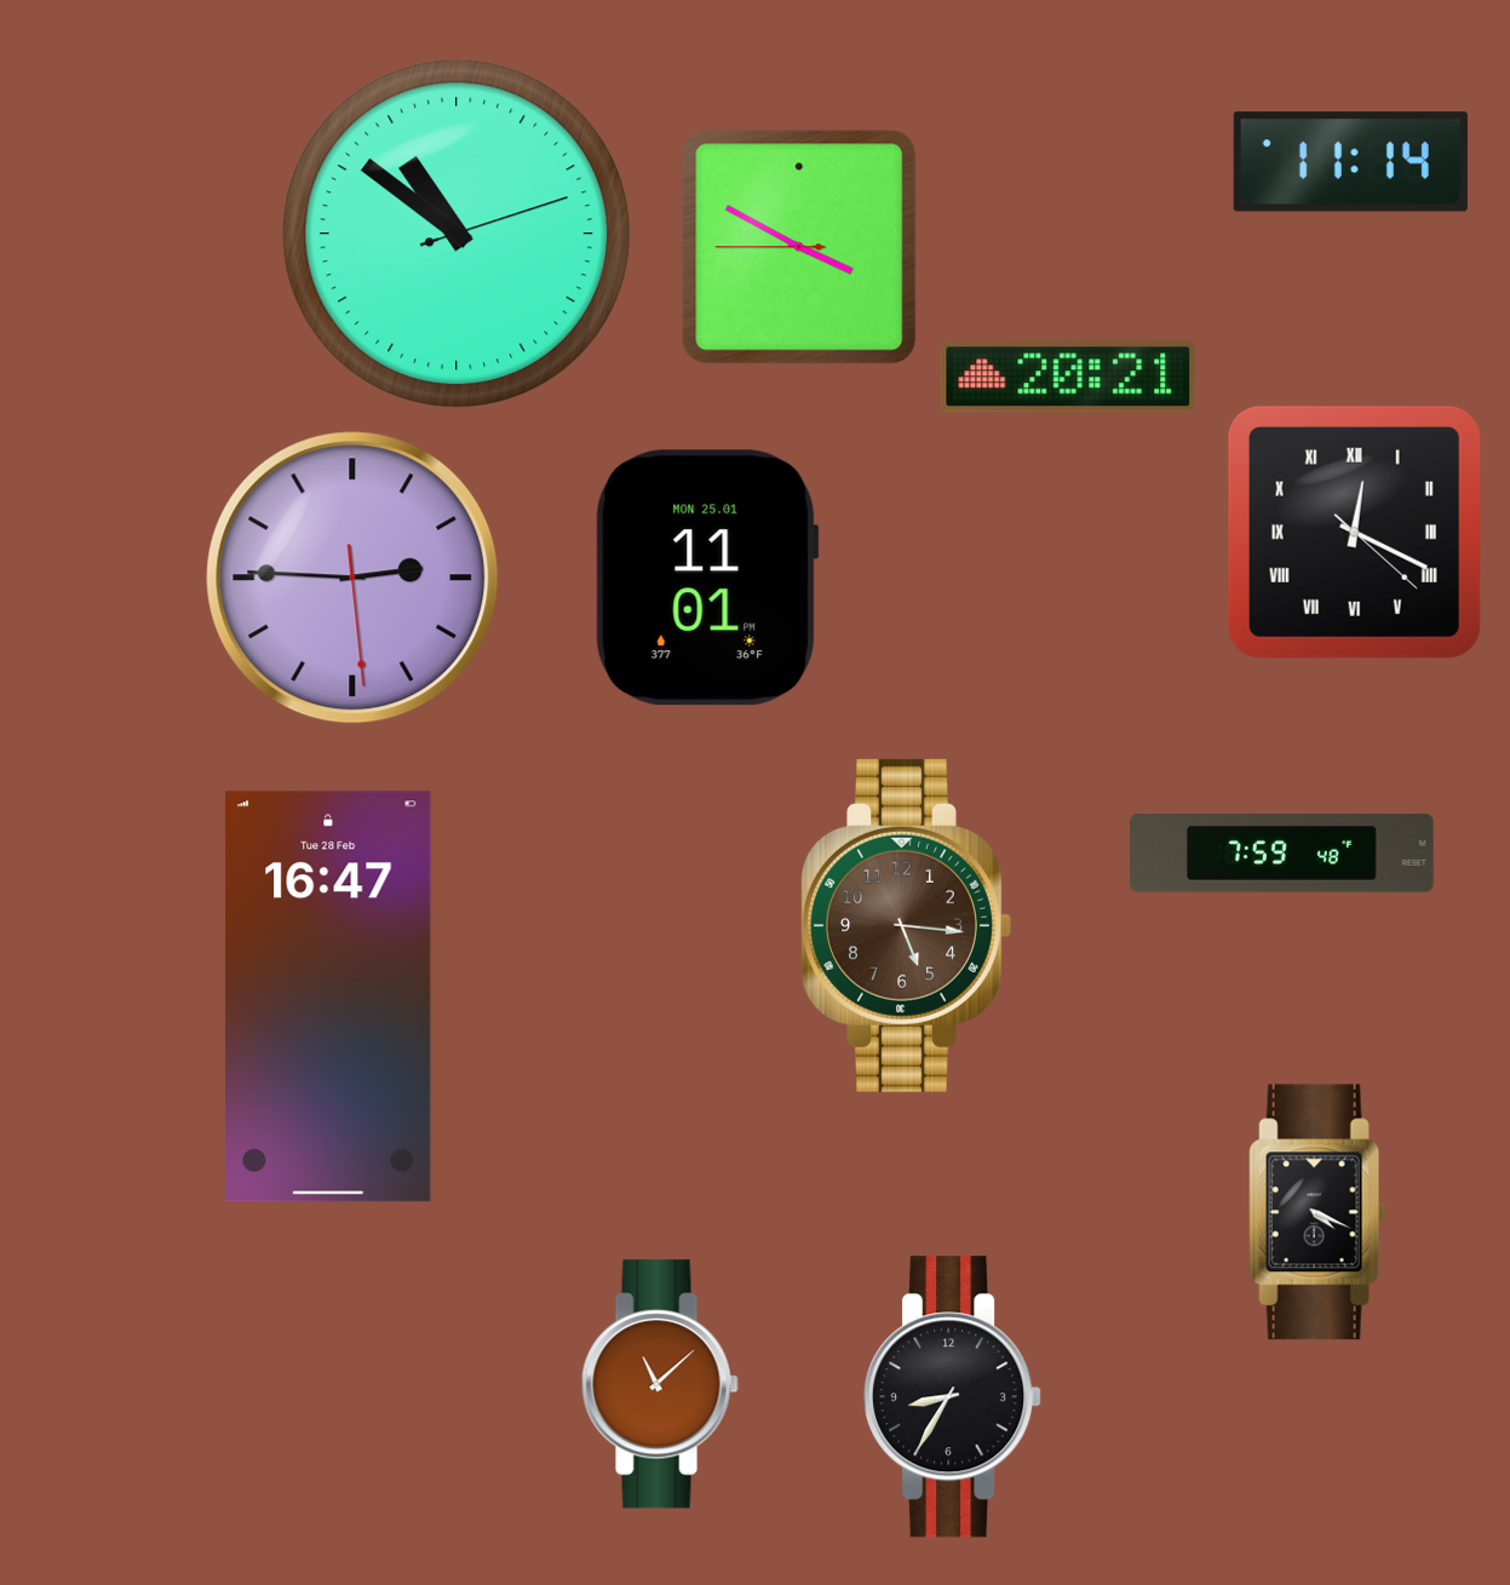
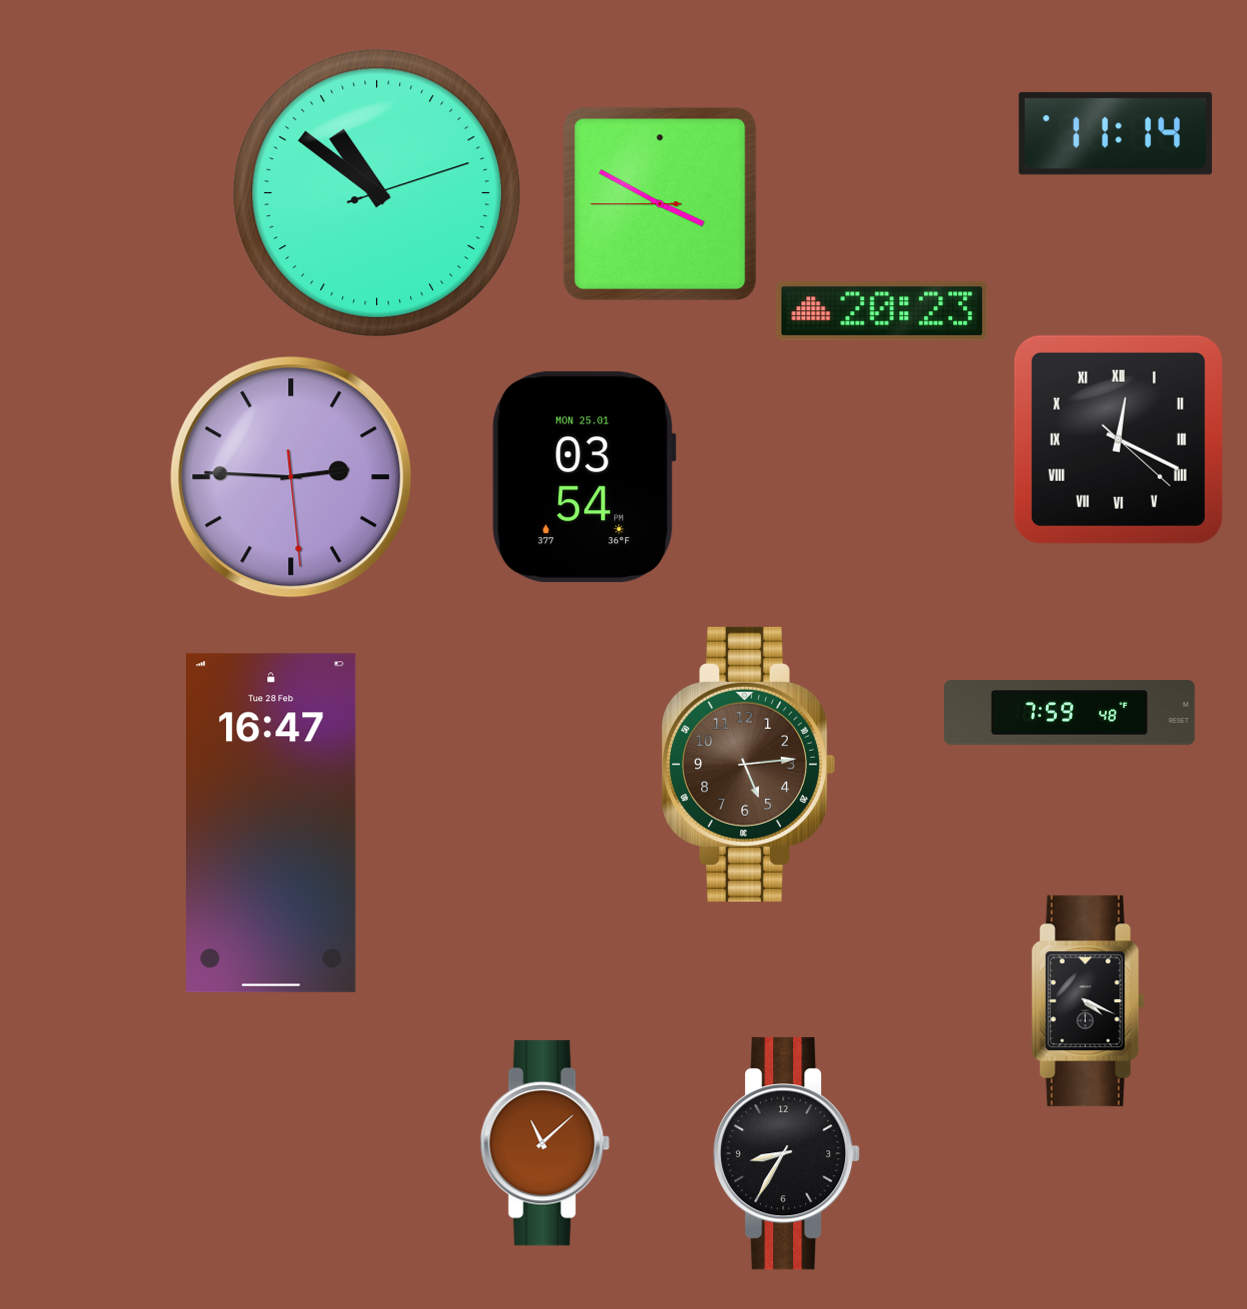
clock at (1068, 377): 20:21 -> 20:23
clock at (707, 578): 11:01 -> 03:54
clock at (1282, 854) position: (1282, 854) -> (1070, 713)
clock at (906, 925): 5:16 -> 5:14
